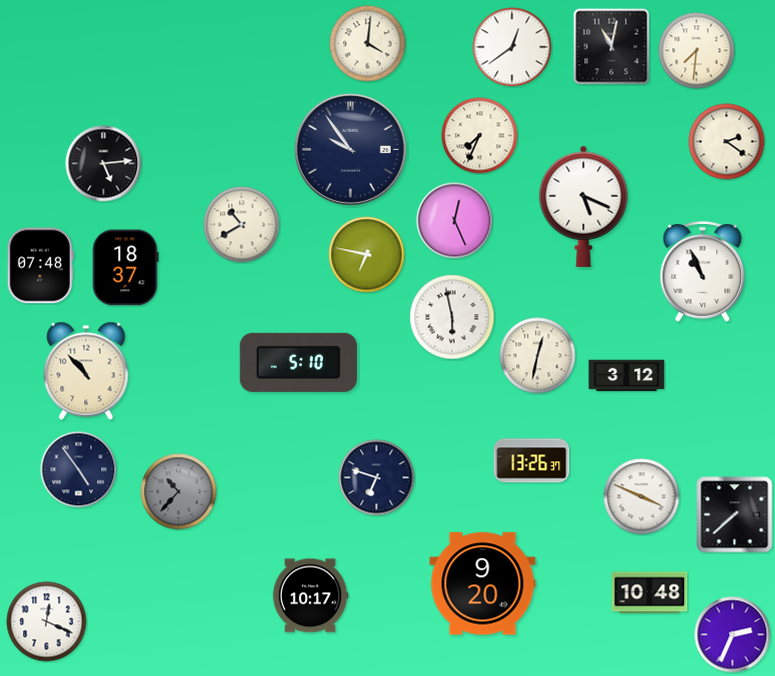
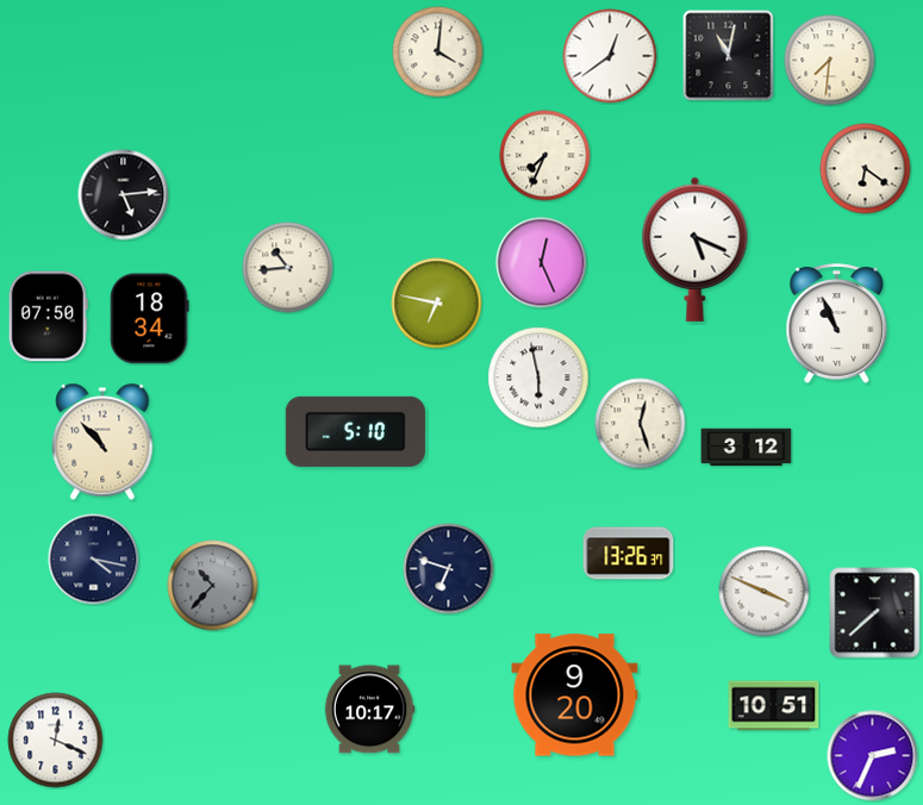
clock at (480, 136) position: (480, 136) -> (545, 156)
clock at (727, 142): 2:21 -> 6:21
clock at (350, 149): 9:54 -> none
clock at (584, 206) position: (584, 206) -> (696, 249)
clock at (242, 225): 10:40 -> 10:44
clock at (40, 266): 07:48 -> 07:50
clock at (126, 268): 18:37 -> 18:34
clock at (538, 356): 12:32 -> 12:27
clock at (532, 461) position: (532, 461) -> (629, 554)
clock at (79, 470): 4:54 -> 4:17
clock at (650, 593): 10:48 -> 10:51
